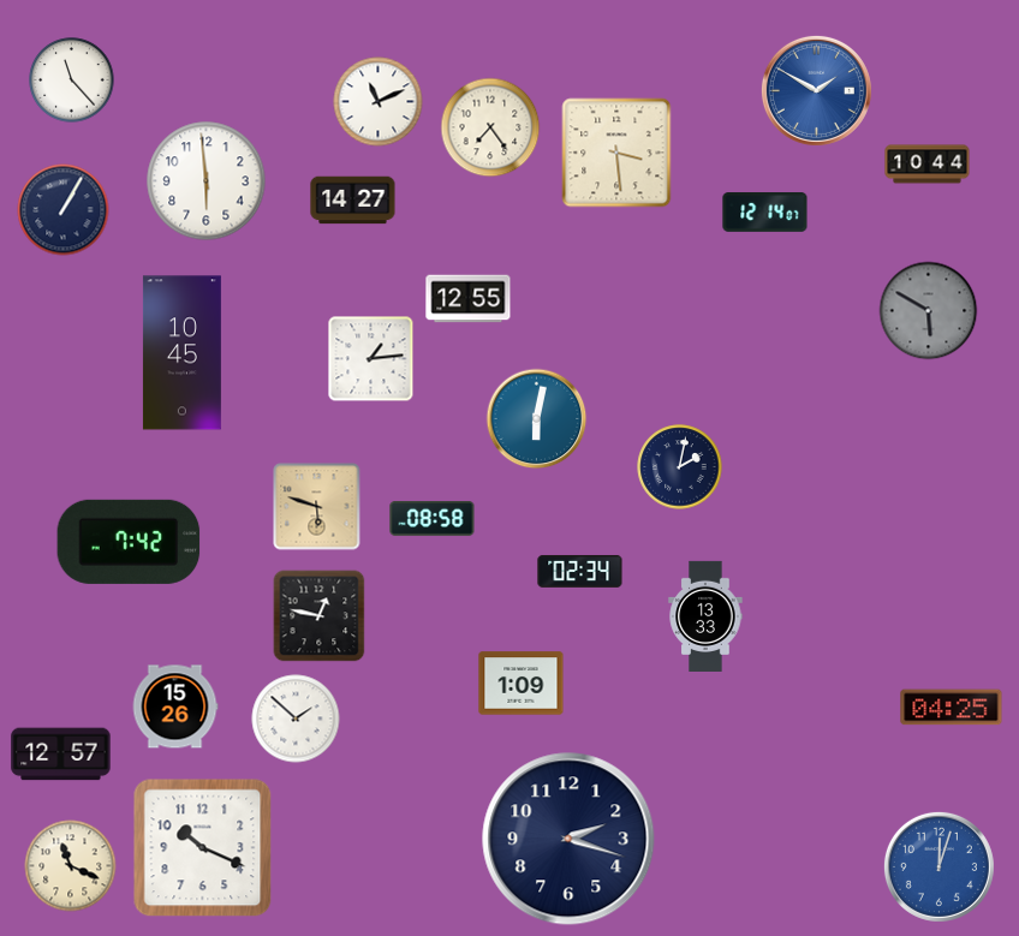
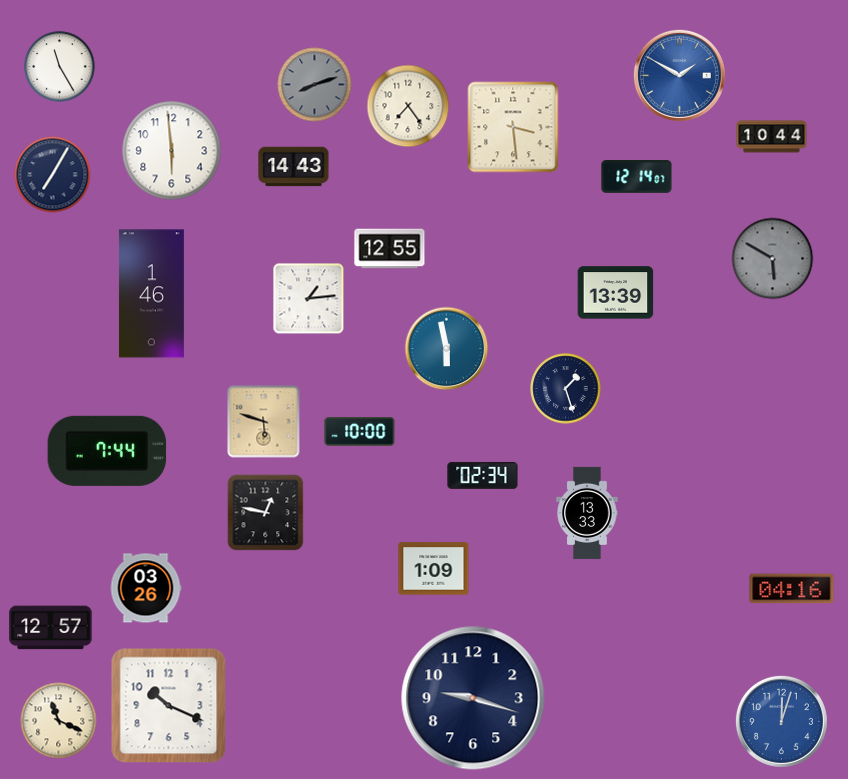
clock at (72, 81): 11:23 -> 11:25
clock at (379, 102): 11:11 -> 8:12
clock at (379, 102) dial: white -> grey
clock at (353, 201): 14:27 -> 14:43
clock at (64, 210): 1:05 -> 7:05
clock at (616, 293): none -> 13:39
clock at (181, 353): 10:45 -> 1:46
clock at (537, 419): 6:02 -> 5:58
clock at (680, 467): 2:02 -> 1:27
clock at (433, 519): 08:58 -> 10:00
clock at (129, 542): 7:42 -> 7:44
clock at (175, 707): 15:26 -> 03:26
clock at (952, 708): 04:25 -> 04:16
clock at (296, 719): 1:52 -> none
clock at (568, 839): 2:18 -> 9:18
